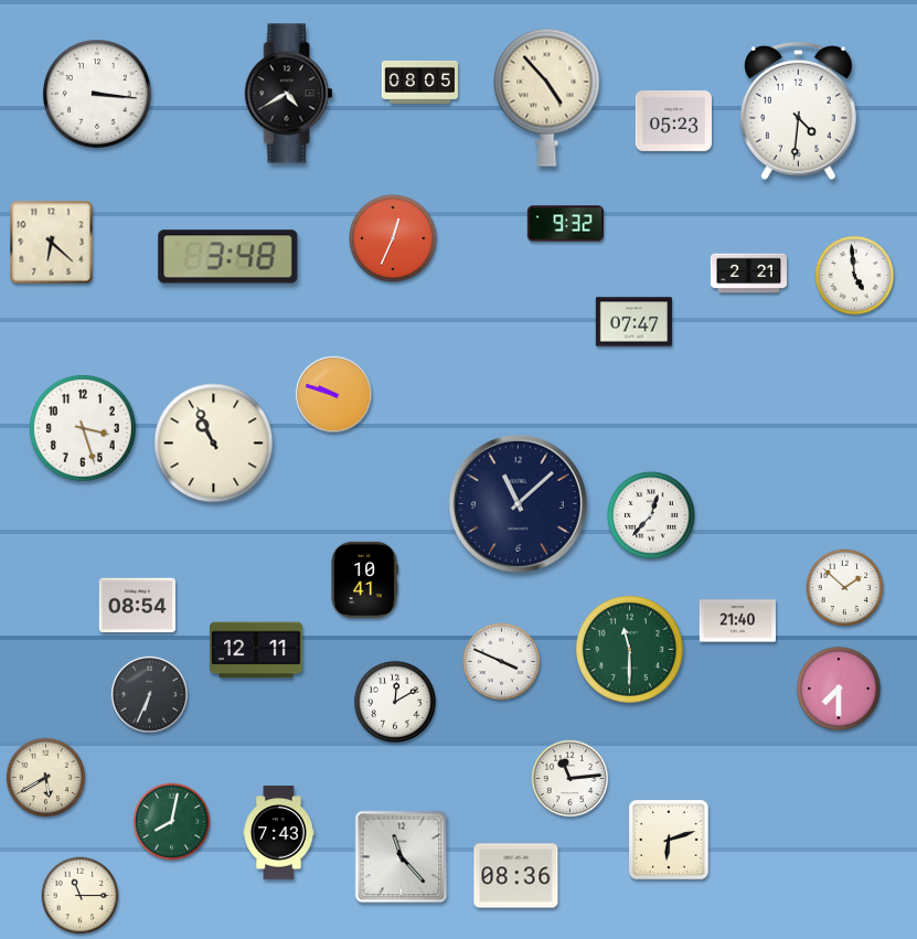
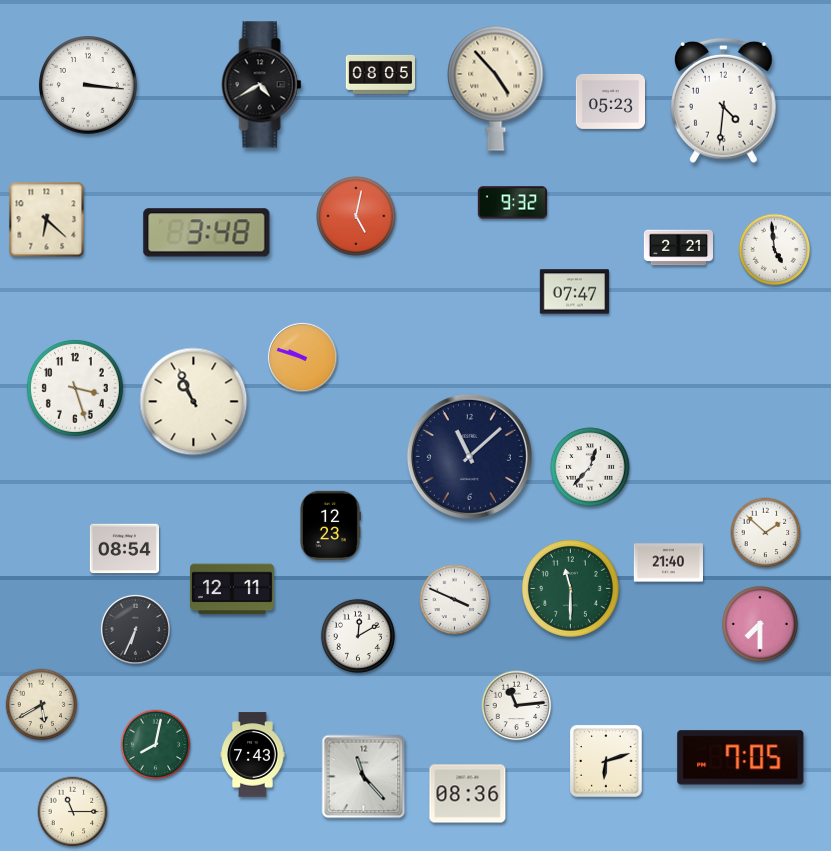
clock at (673, 120) position: (673, 120) -> (610, 101)
clock at (393, 238): 12:34 -> 5:02
clock at (364, 579): 10:41 -> 12:23
clock at (741, 758): none -> 7:05
